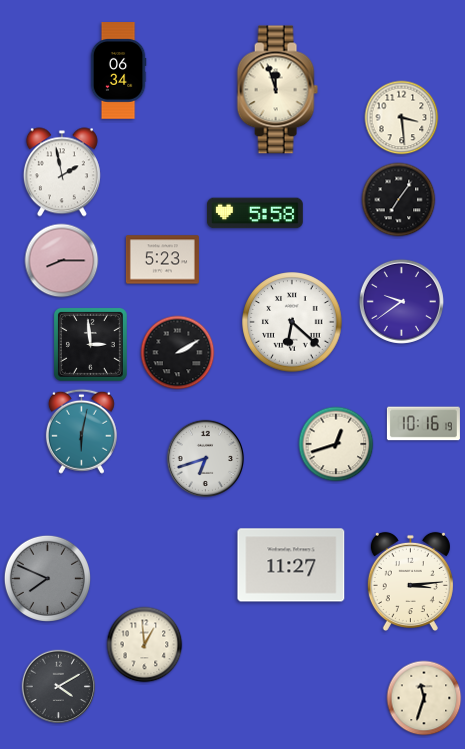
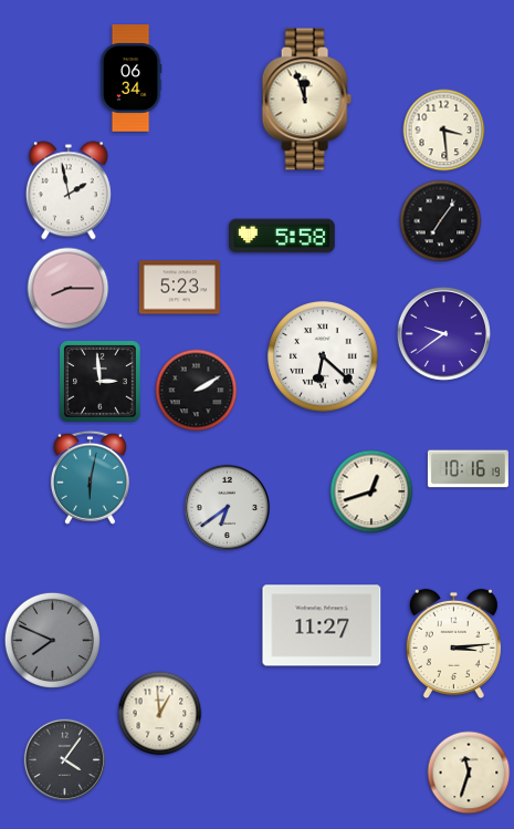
clock at (205, 458): 6:42 -> 6:39
clock at (59, 687): 4:10 -> 4:06
